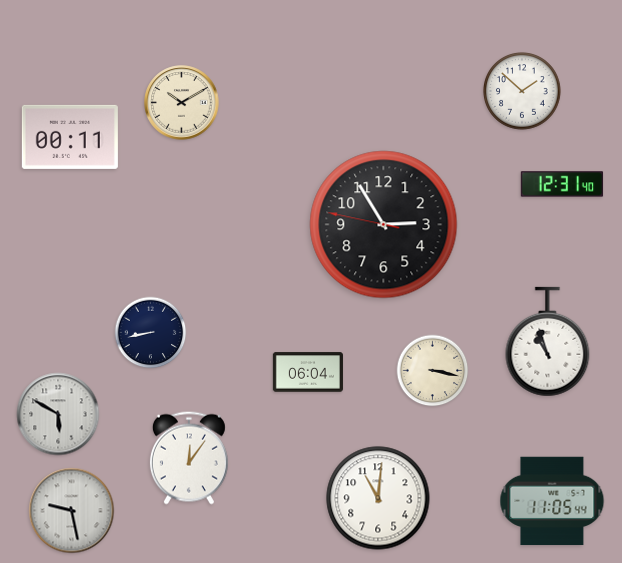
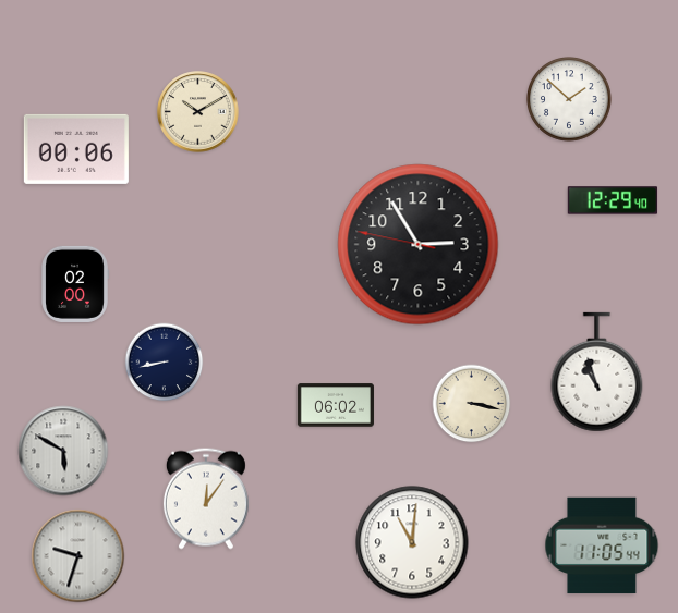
clock at (70, 137): 00:11 -> 00:06
clock at (562, 184): 12:31 -> 12:29
clock at (75, 284): none -> 02:00
clock at (308, 372): 06:04 -> 06:02
clock at (72, 511): 9:28 -> 9:33
